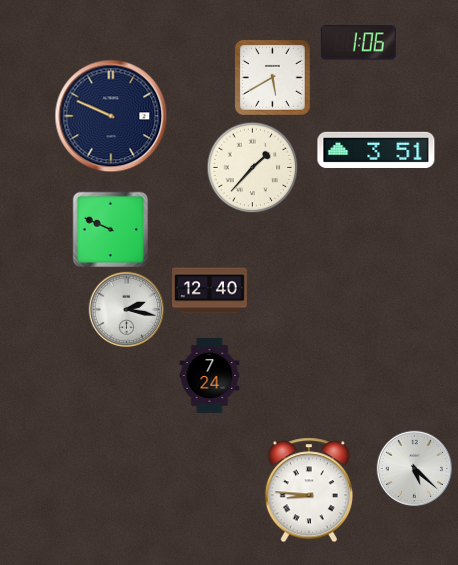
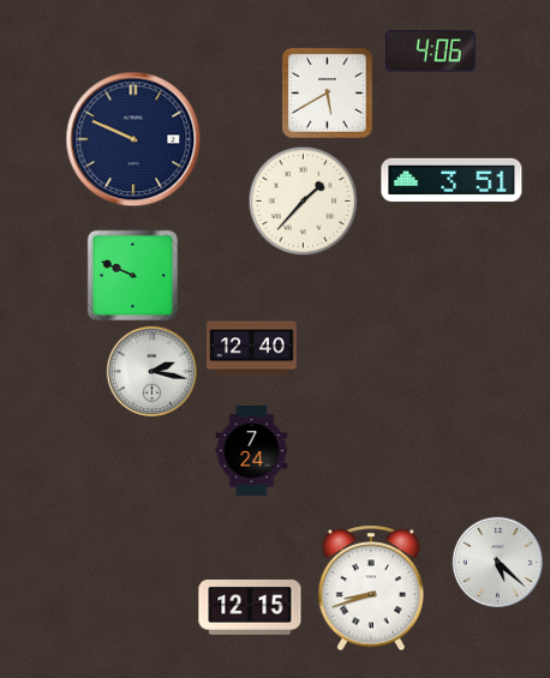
clock at (358, 43): 1:06 -> 4:06
clock at (309, 490): 8:46 -> 8:42
clock at (250, 607): none -> 12:15
